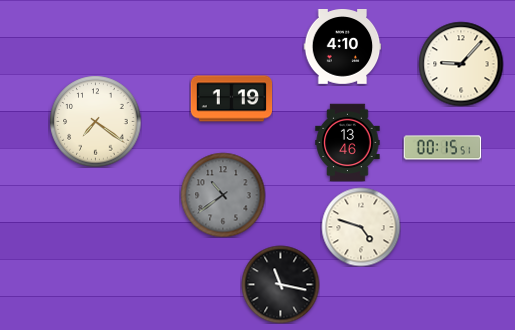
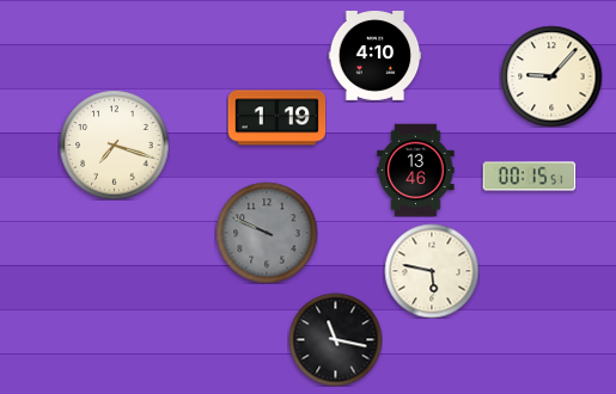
clock at (342, 47) position: (342, 47) -> (374, 56)
clock at (95, 121): 7:21 -> 7:18
clock at (223, 195): 10:39 -> 9:49
clock at (361, 227): 4:48 -> 5:47
